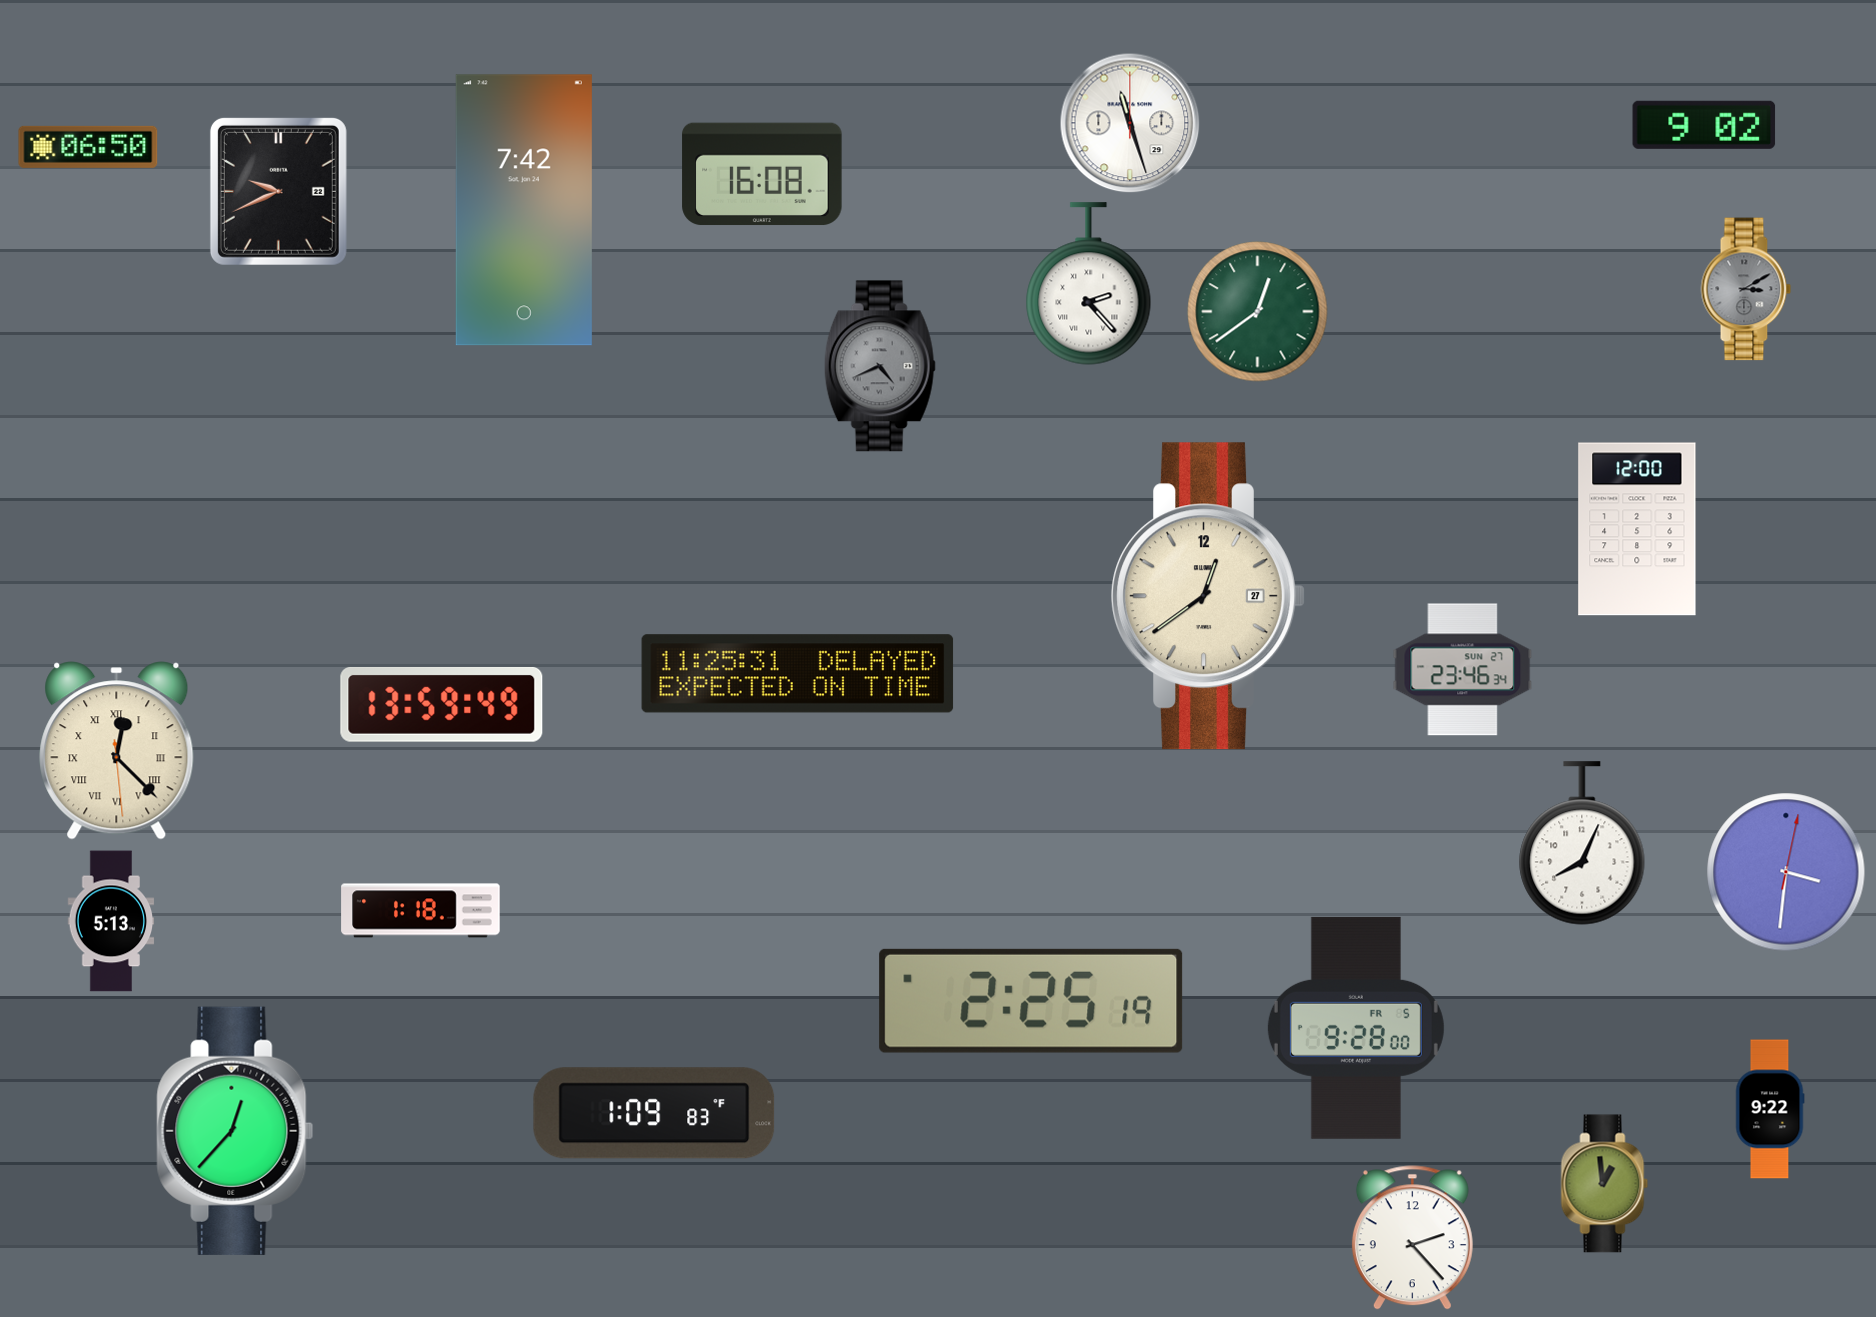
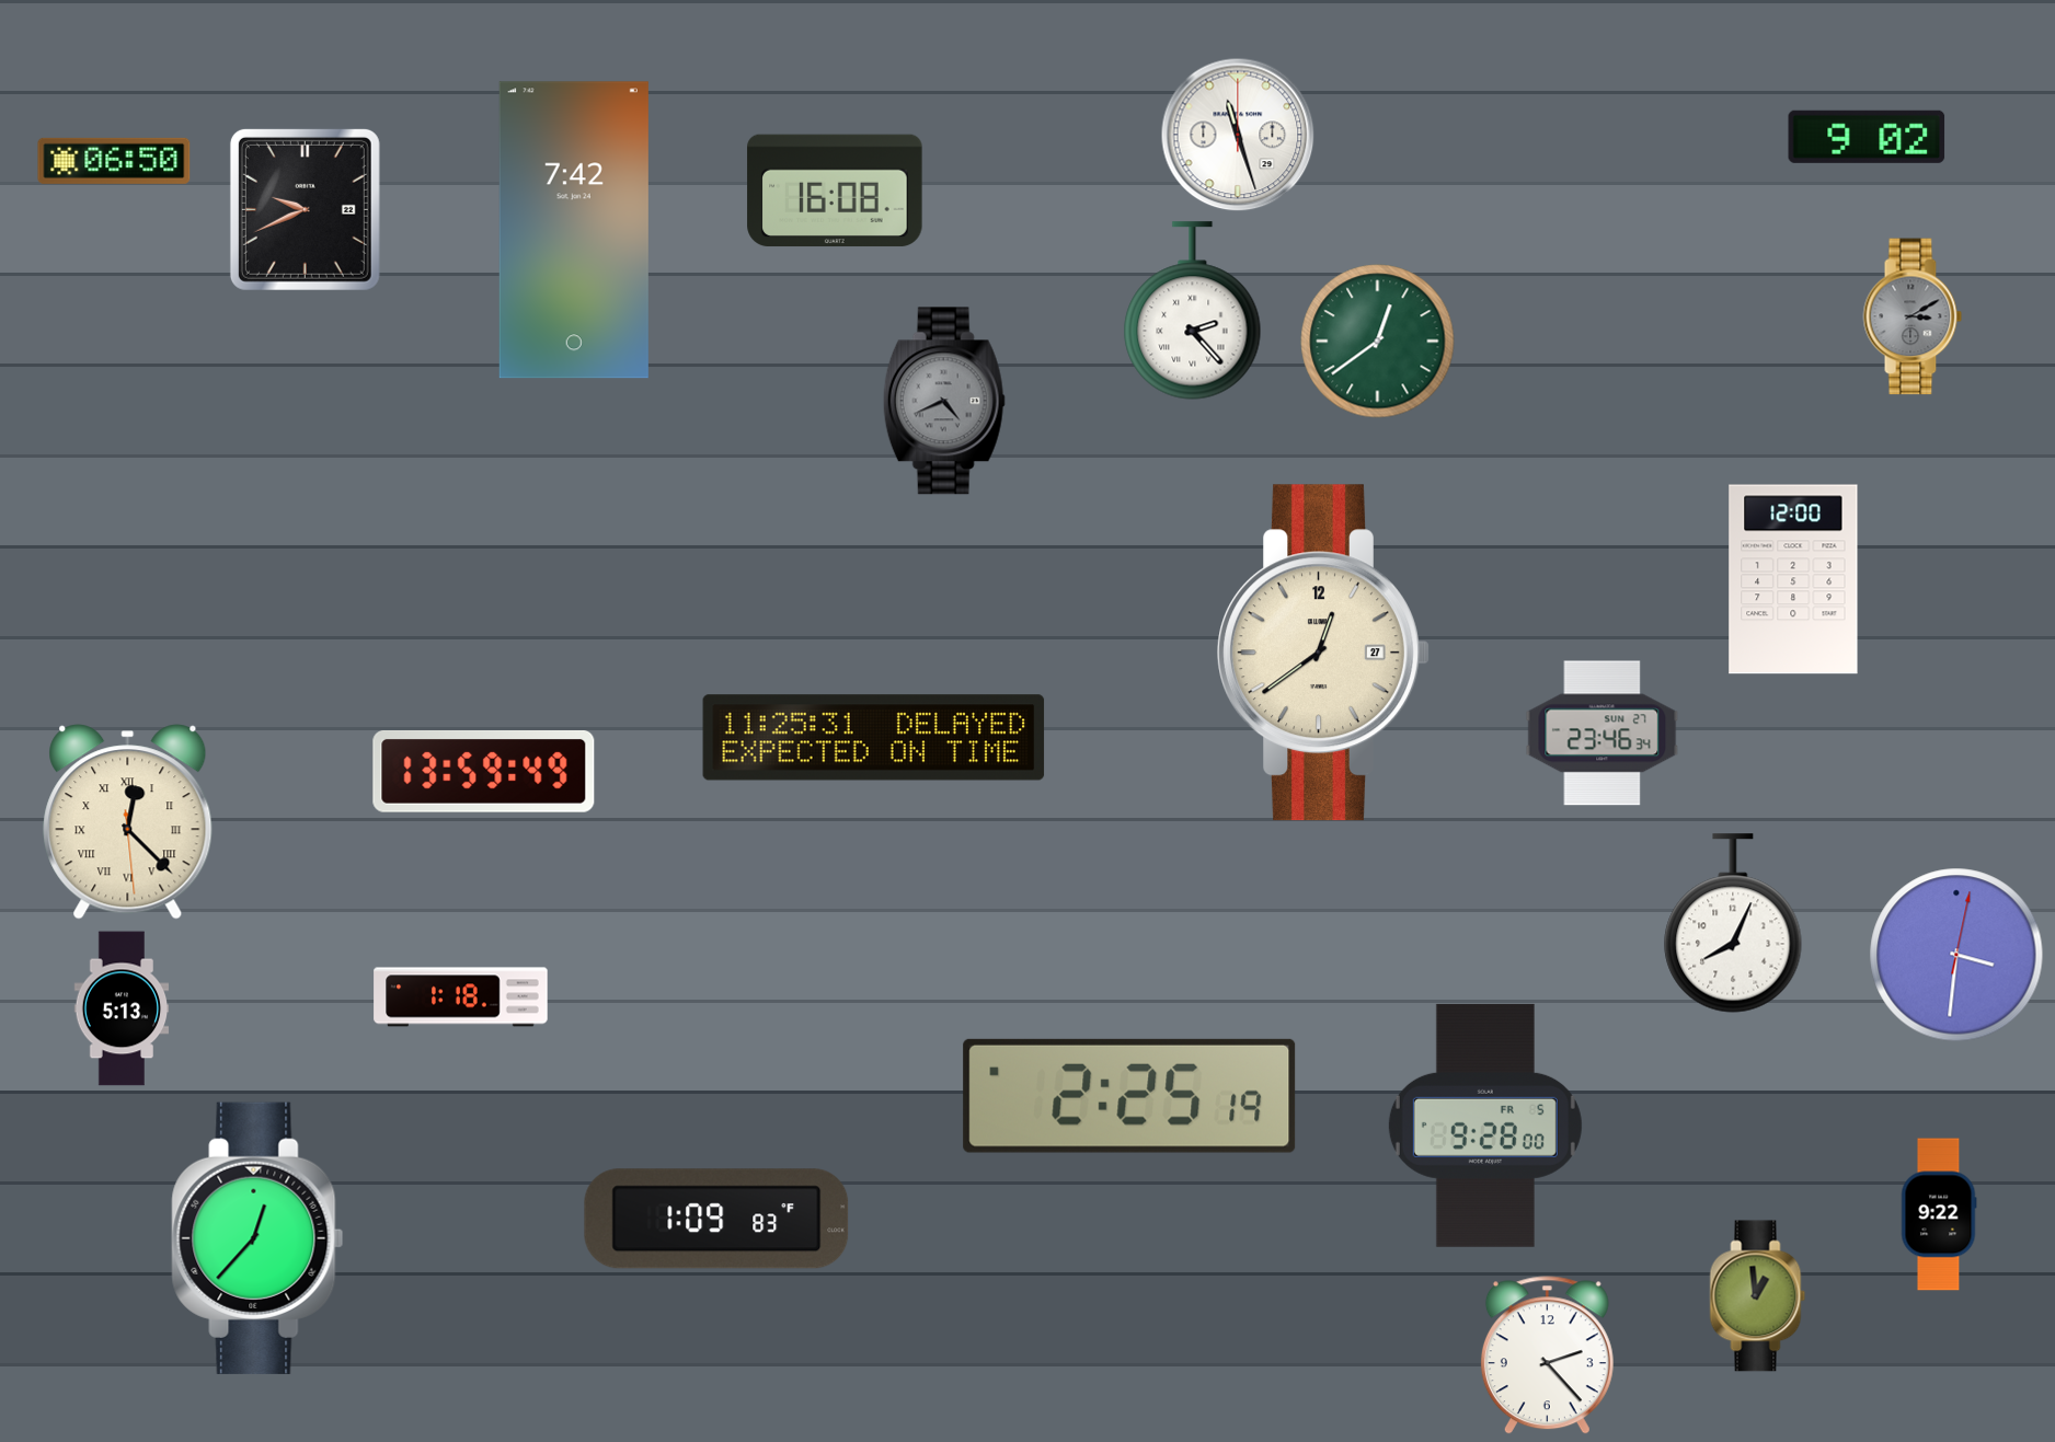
clock at (88, 147) position: (88, 147) -> (114, 161)
clock at (880, 366) position: (880, 366) -> (944, 401)
